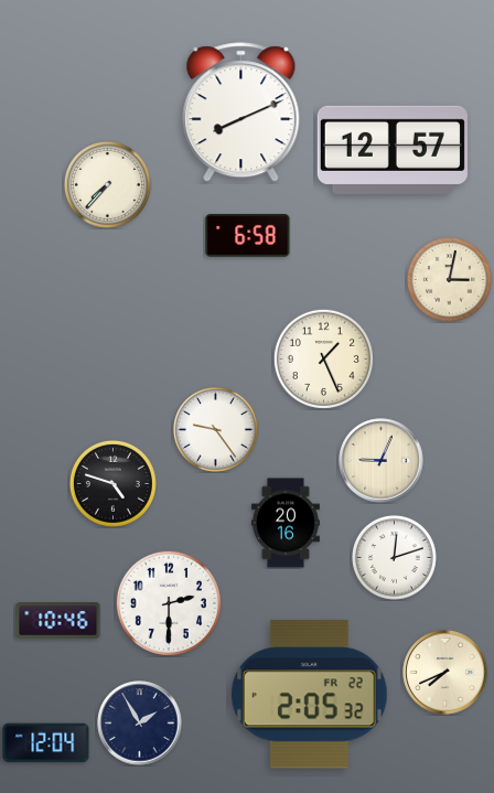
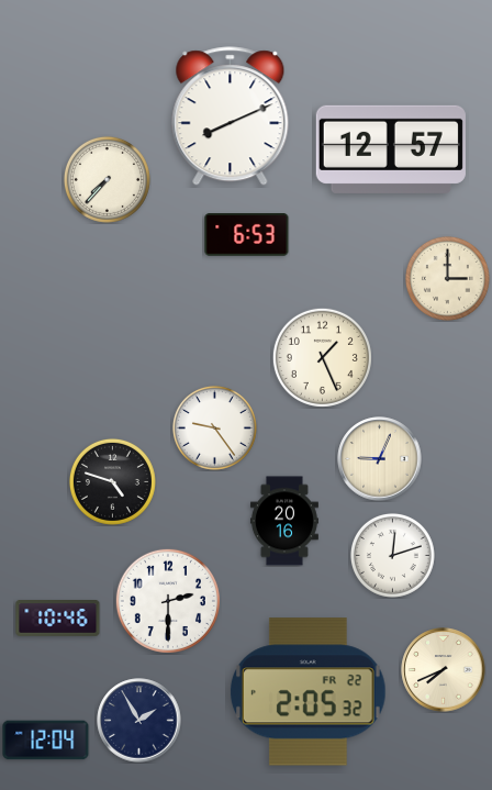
clock at (241, 112) position: (241, 112) -> (231, 116)
clock at (107, 184) position: (107, 184) -> (107, 179)
clock at (248, 236): 6:58 -> 6:53
clock at (449, 279): 3:02 -> 3:00
